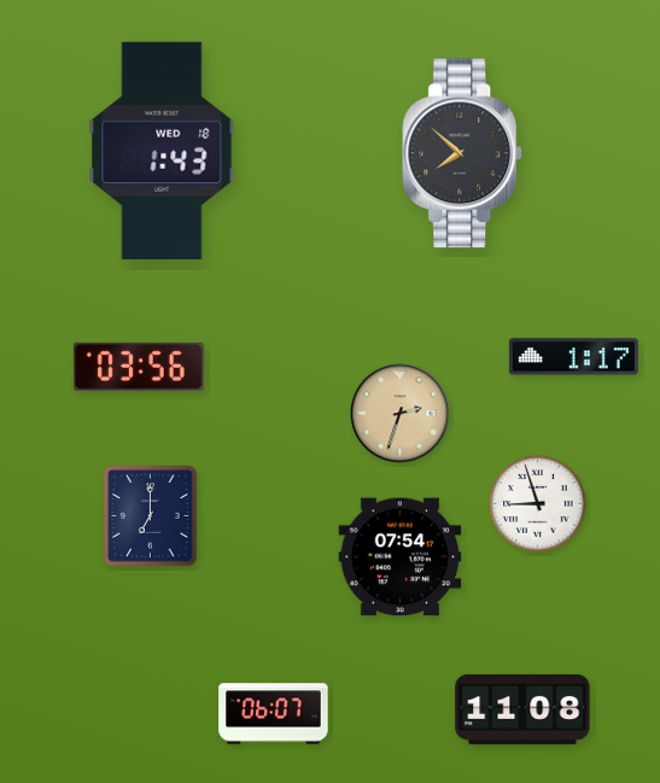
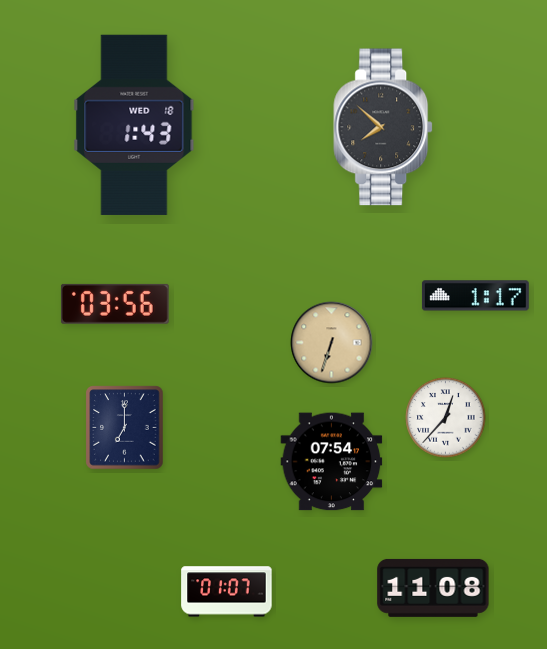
clock at (401, 414): 2:33 -> 6:33
clock at (538, 504): 8:57 -> 12:37
clock at (274, 714): 06:07 -> 01:07
